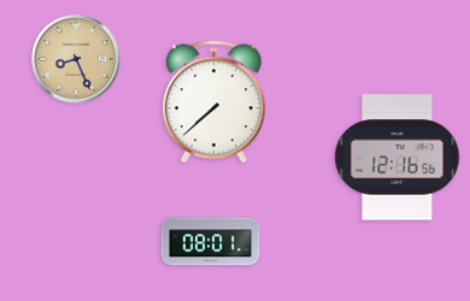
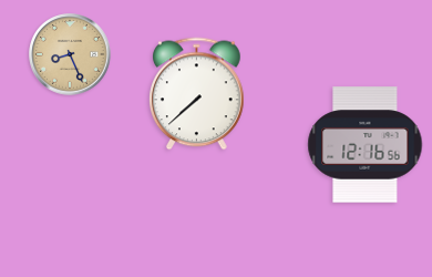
clock at (211, 242): 08:01 -> none
